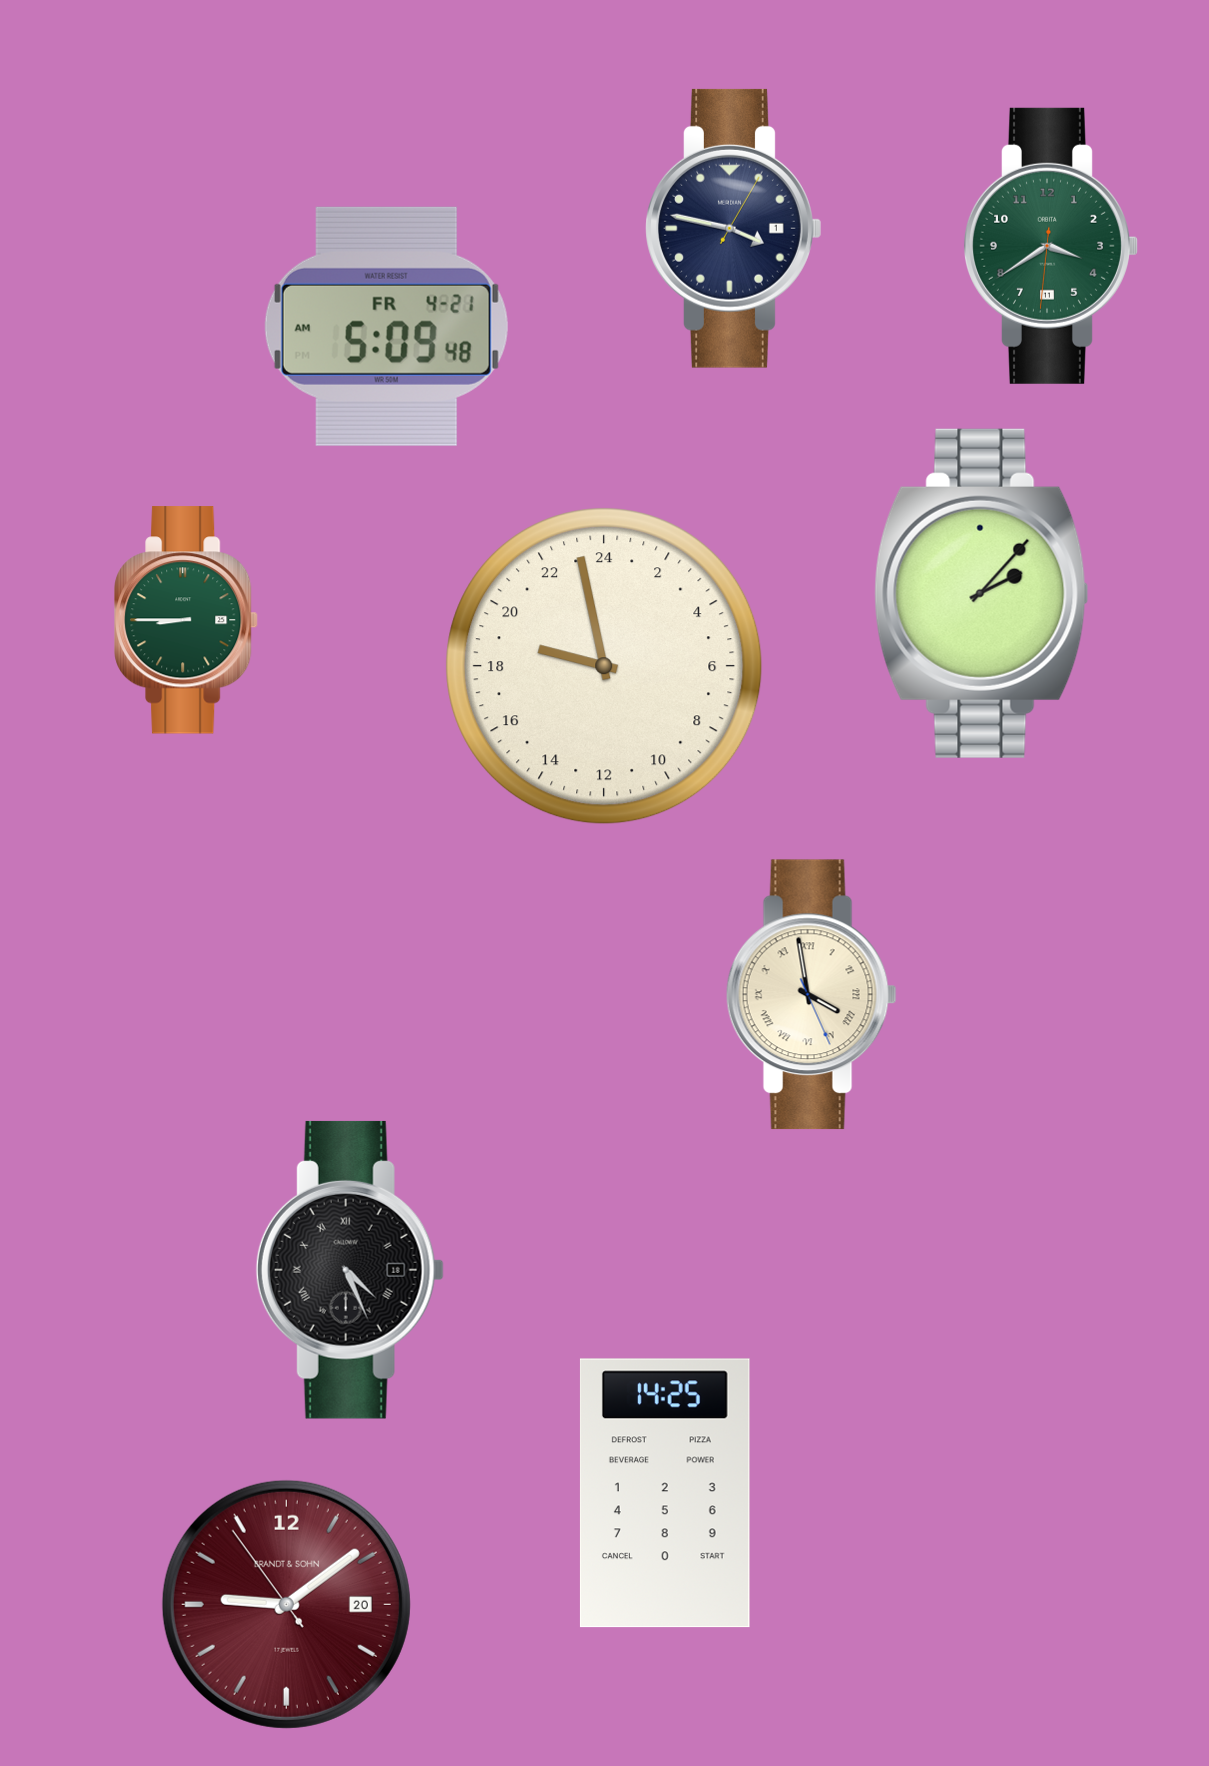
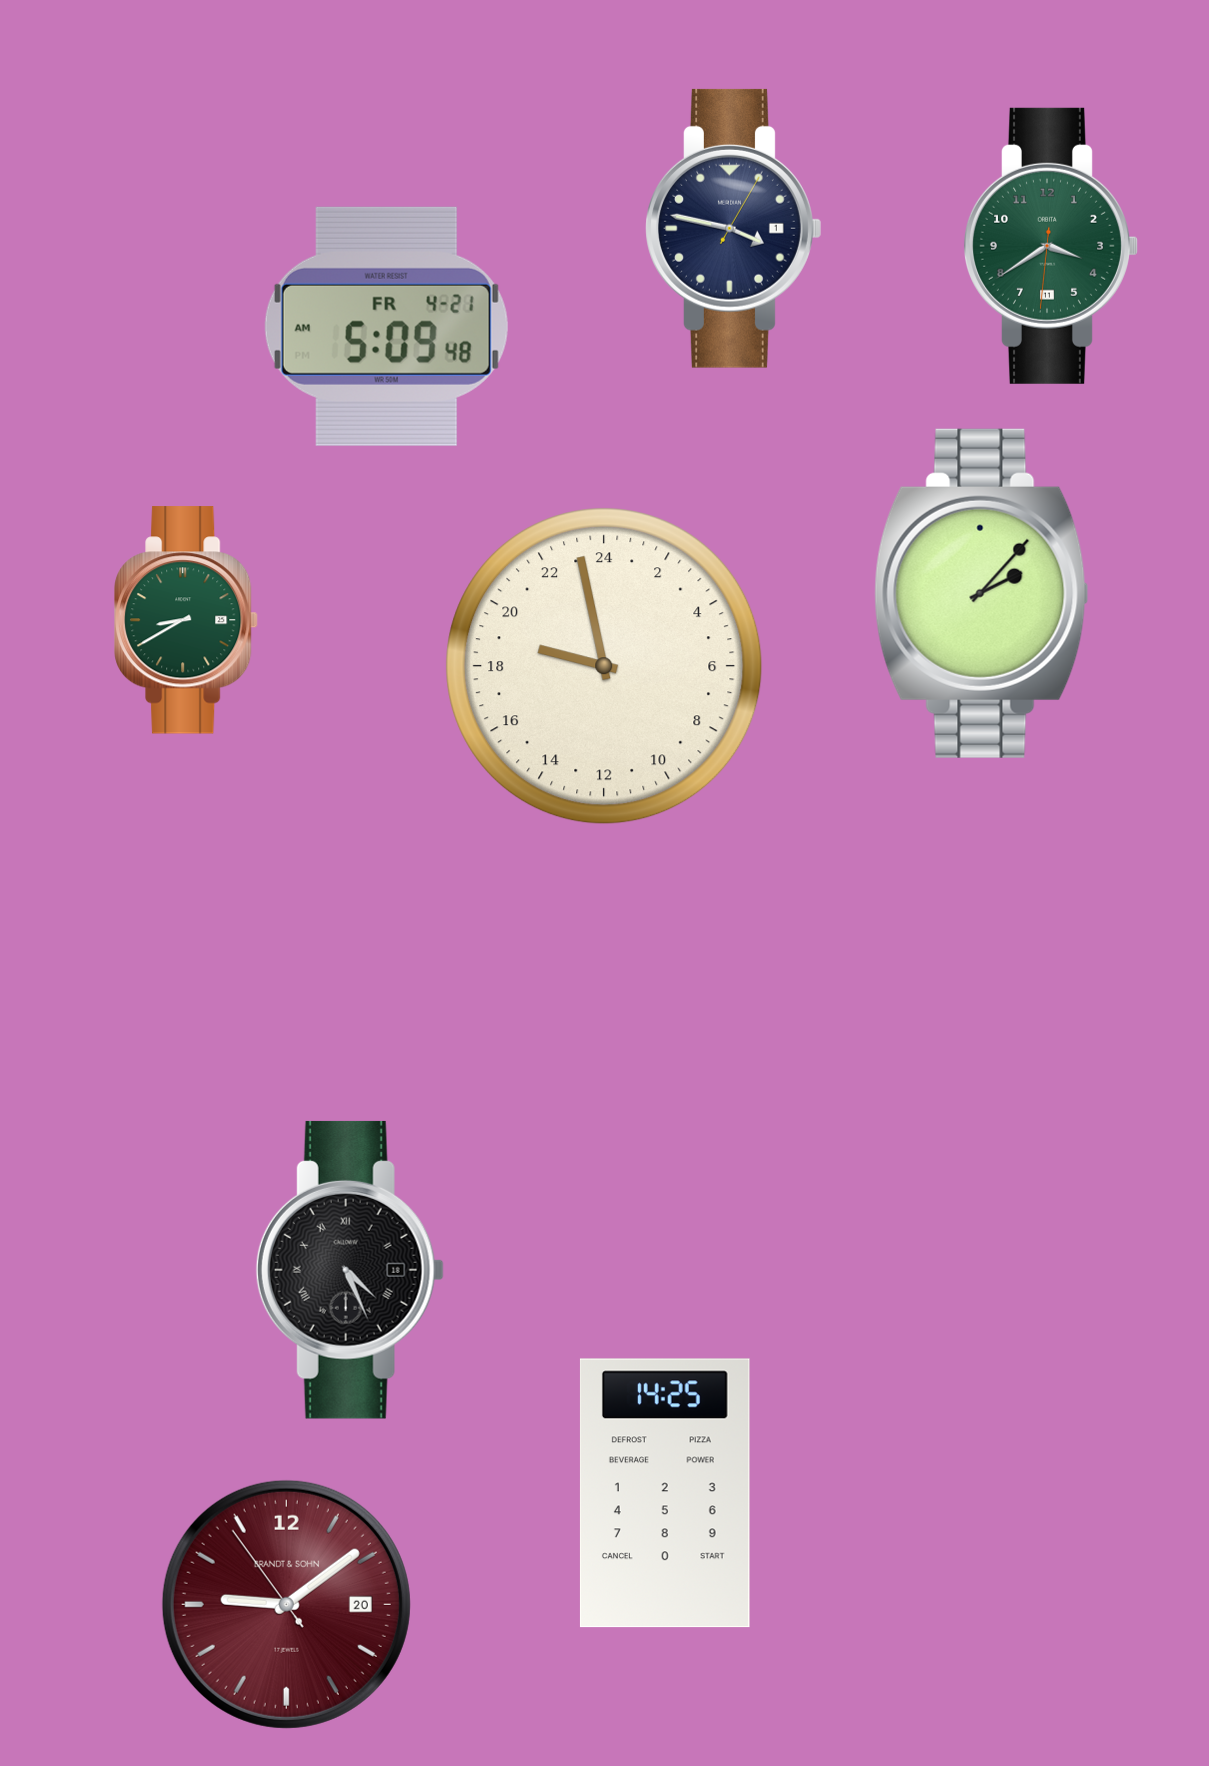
clock at (186, 620): 8:45 -> 8:40
clock at (811, 995): 3:58 -> none
